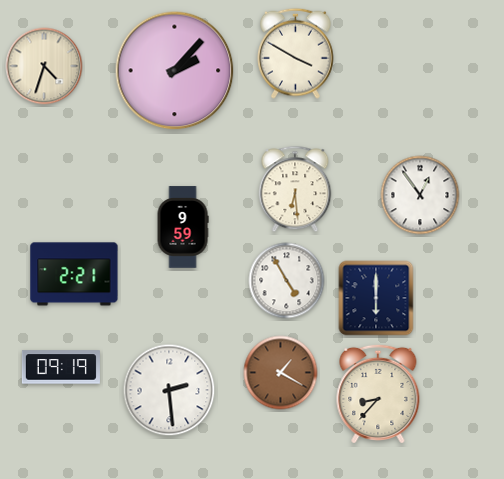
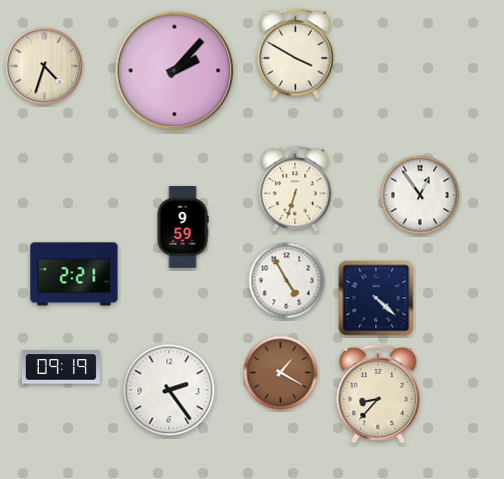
clock at (295, 189): 6:29 -> 6:33
clock at (376, 298): 6:00 -> 4:22
clock at (169, 390): 2:29 -> 2:24
